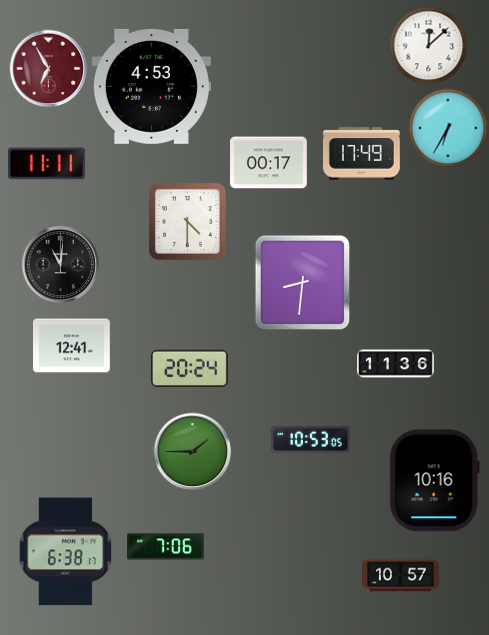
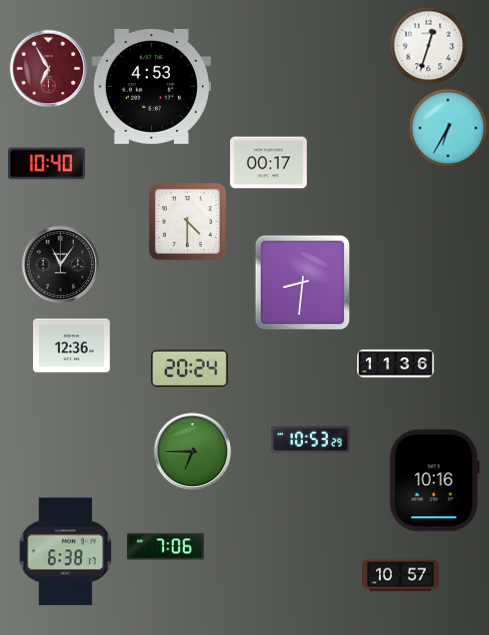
clock at (428, 45): 12:08 -> 12:33
clock at (361, 154): 17:49 -> none
clock at (47, 164): 11:11 -> 10:40
clock at (60, 264): 11:01 -> 11:06
clock at (72, 346): 12:41 -> 12:36
clock at (311, 440): 10:53:05 -> 10:53:29
clock at (192, 451): 1:45 -> 6:45
